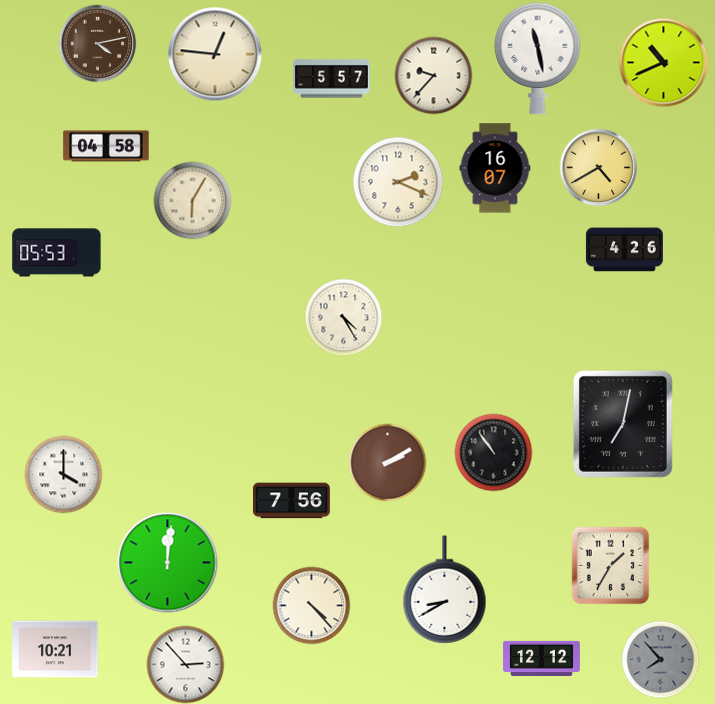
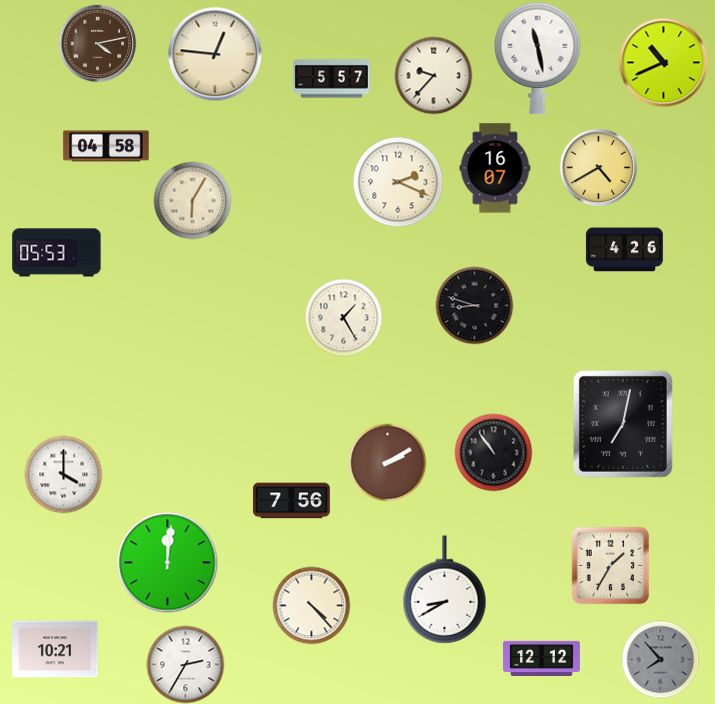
clock at (474, 305): none -> 8:48
clock at (343, 317): 4:25 -> 1:25
clock at (185, 664): 2:53 -> 2:35
